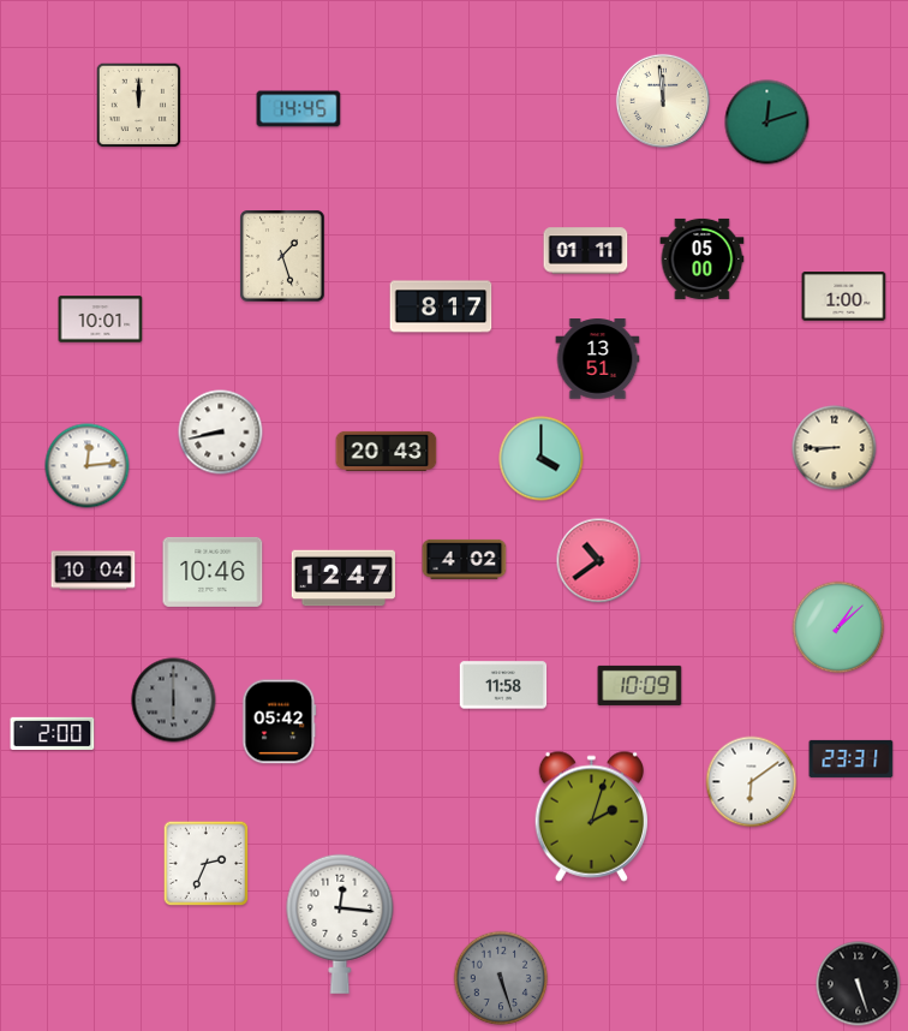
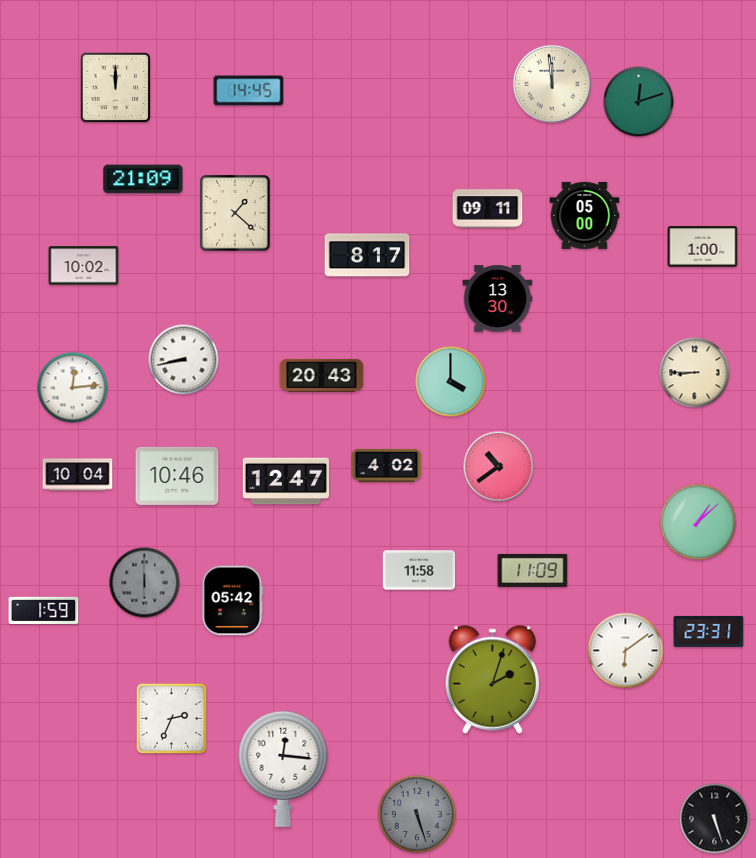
clock at (143, 179): none -> 21:09
clock at (586, 251): 01:11 -> 09:11
clock at (282, 256): 1:27 -> 1:22
clock at (101, 320): 10:01 -> 10:02
clock at (598, 359): 13:51 -> 13:30
clock at (640, 685): 10:09 -> 11:09
clock at (53, 733): 2:00 -> 1:59
